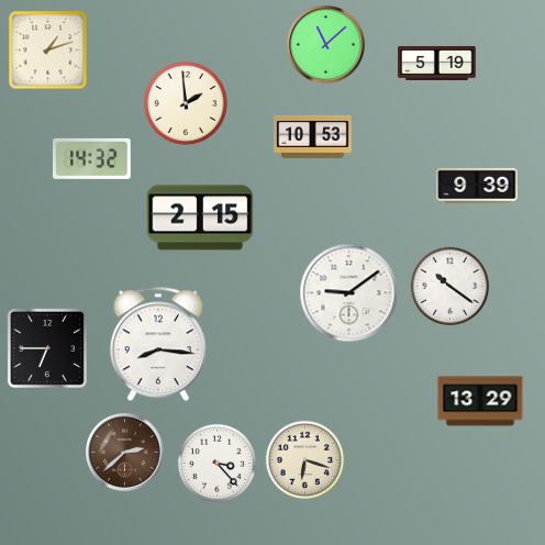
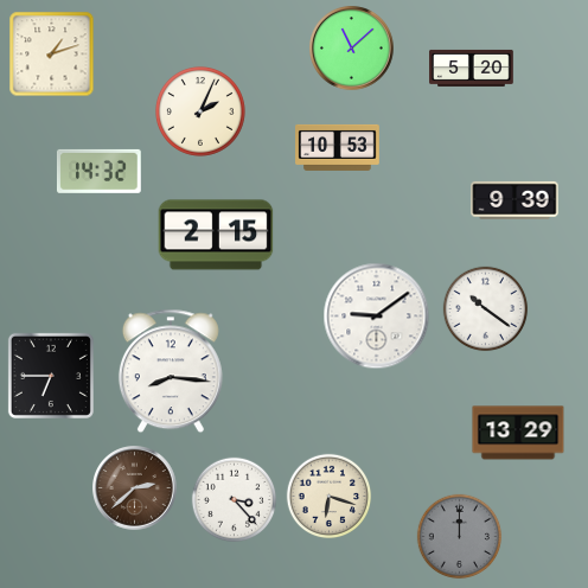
clock at (437, 63): 5:19 -> 5:20
clock at (186, 103): 1:59 -> 2:04
clock at (460, 537): none -> 12:00
